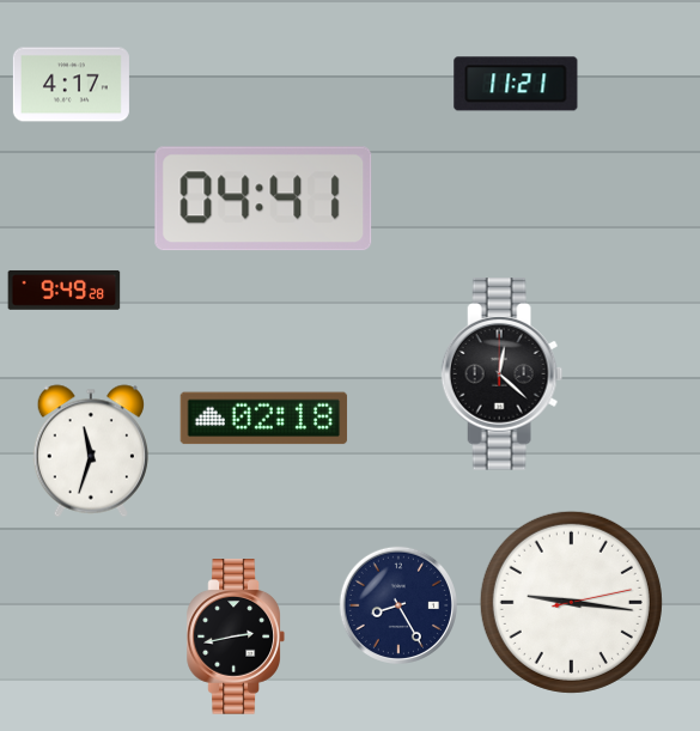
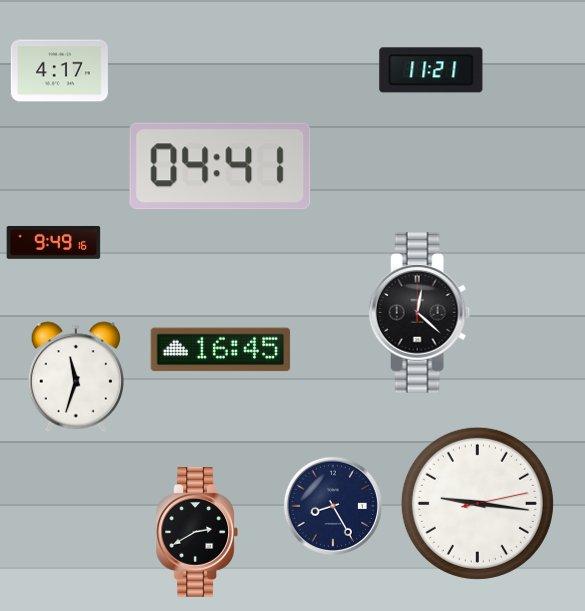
clock at (65, 290): 9:49:28 -> 9:49:16
clock at (264, 419): 02:18 -> 16:45
clock at (235, 636): 2:43 -> 2:40
